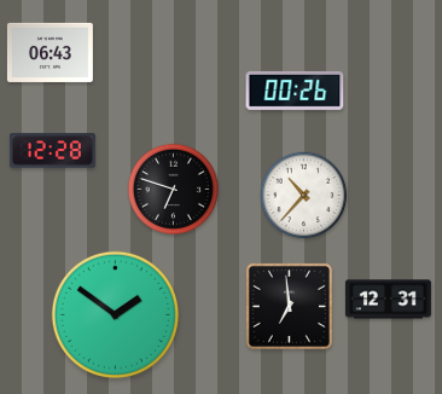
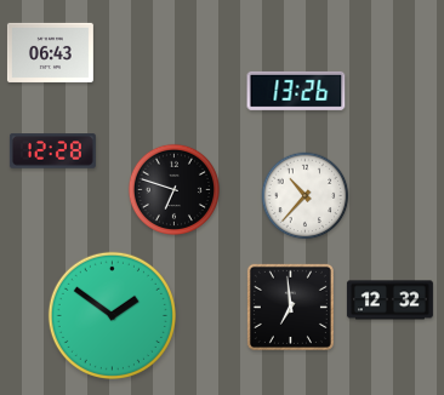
clock at (295, 91): 00:26 -> 13:26
clock at (388, 300): 12:31 -> 12:32
clock at (115, 314) position: (115, 314) -> (112, 315)
